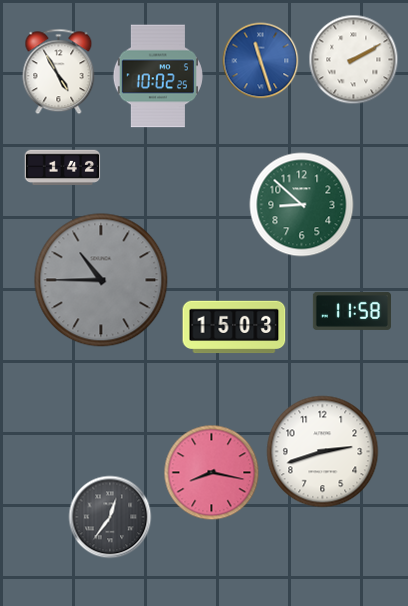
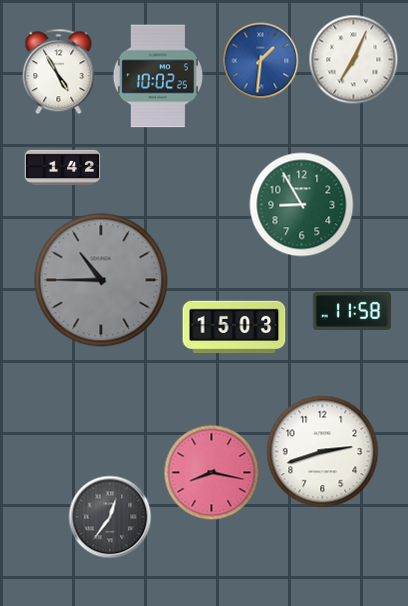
clock at (354, 60): 2:10 -> 7:04
clock at (261, 61): 11:27 -> 1:31
clock at (302, 205): 8:52 -> 8:55
